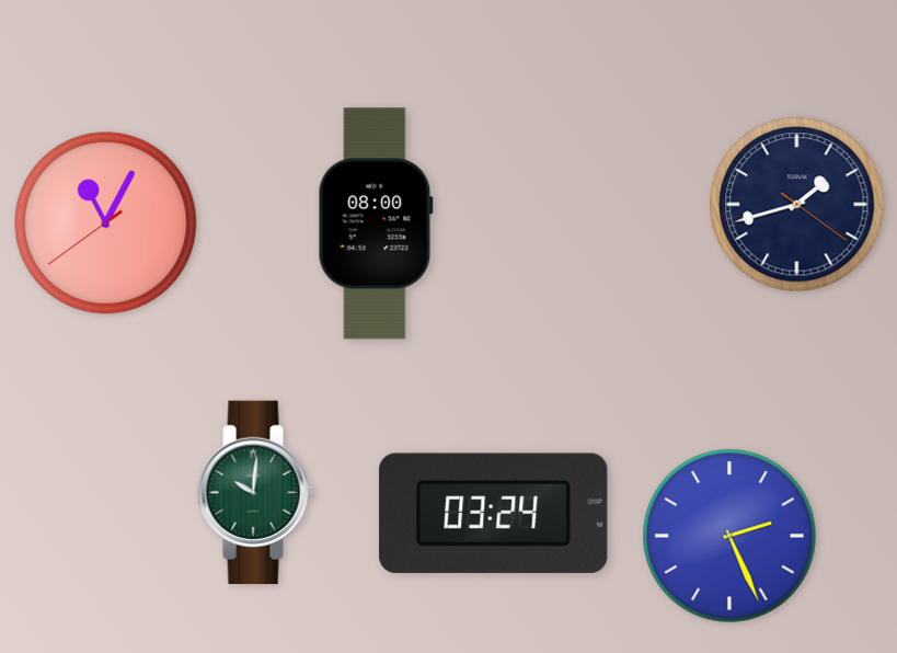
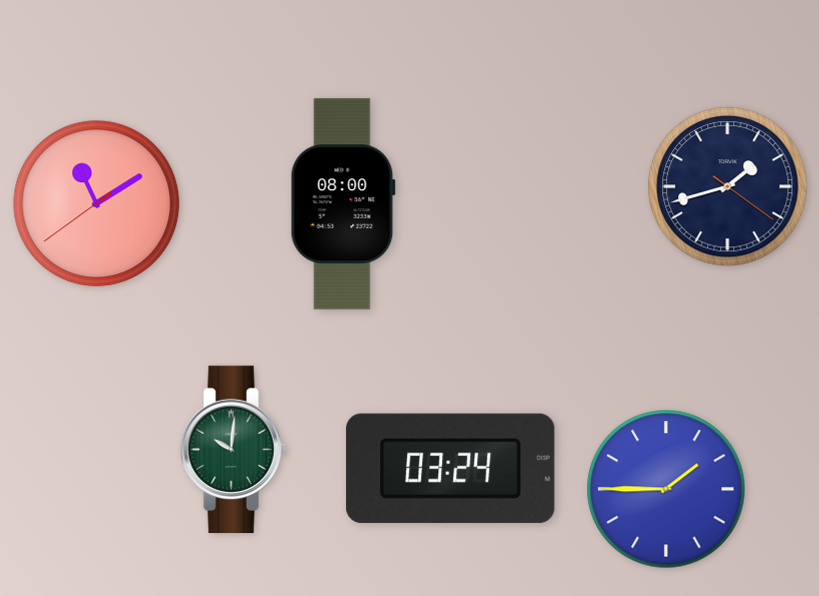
clock at (106, 224): 11:04 -> 11:09
clock at (729, 536): 2:26 -> 1:45
